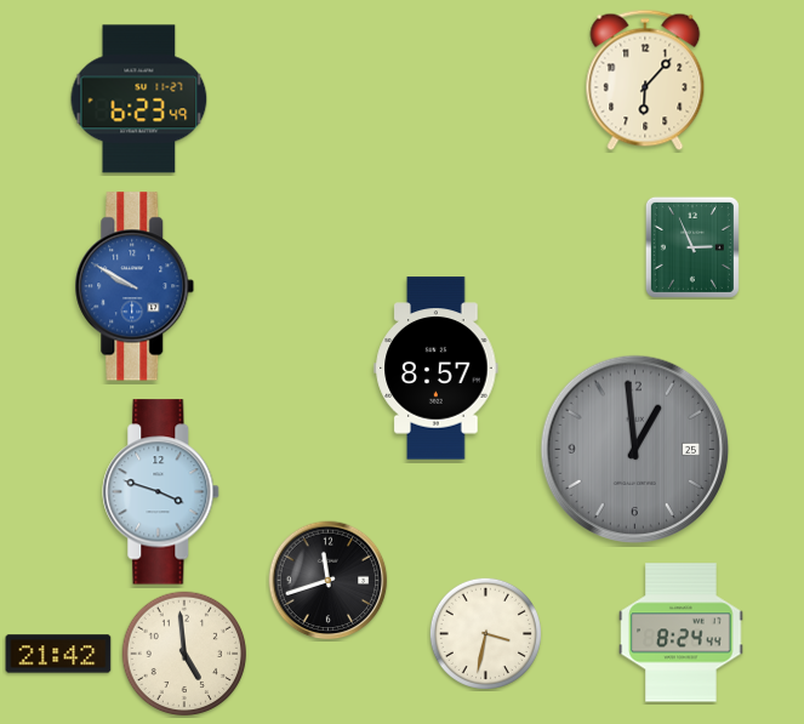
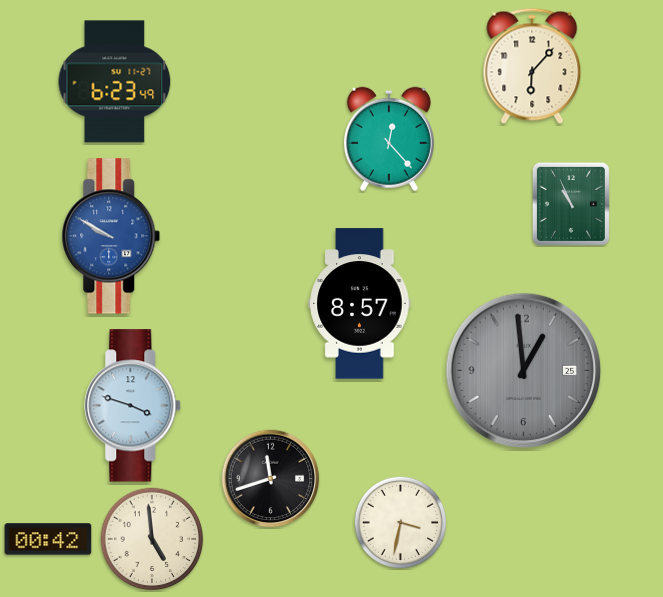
clock at (389, 139): none -> 12:23
clock at (692, 247): 2:56 -> 10:56
clock at (682, 633): 8:24 -> none
clock at (58, 654): 21:42 -> 00:42
